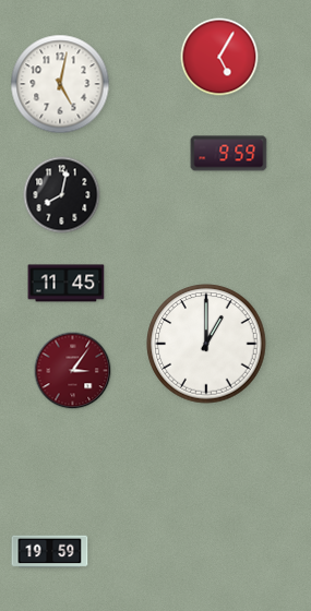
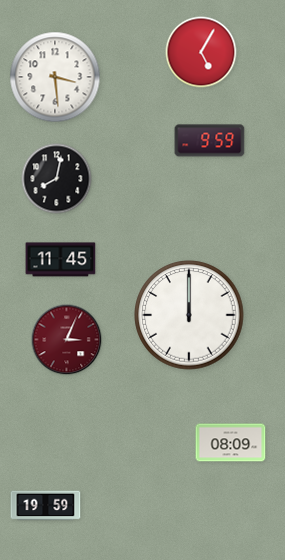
clock at (60, 84): 5:02 -> 3:29
clock at (206, 344): 1:00 -> 12:00
clock at (73, 371): 3:06 -> 3:04
clock at (231, 443): none -> 08:09
